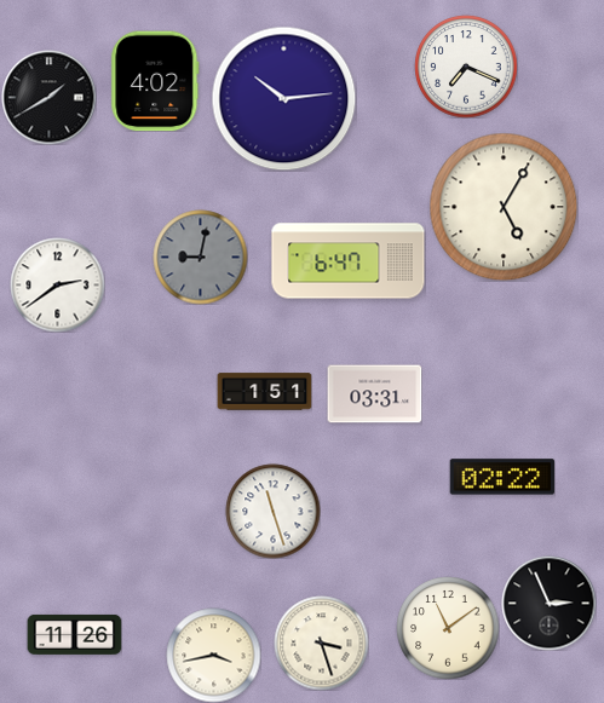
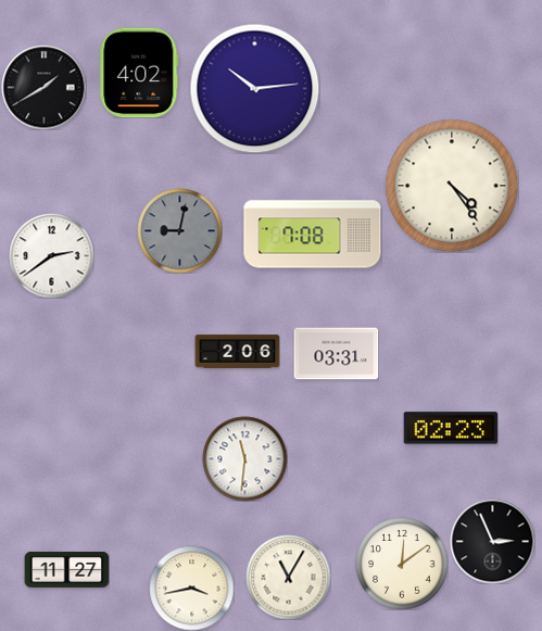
clock at (466, 67): 7:19 -> none
clock at (504, 207): 5:05 -> 4:24
clock at (349, 261): 6:47 -> 7:08
clock at (264, 392): 1:51 -> 2:06
clock at (502, 477): 02:22 -> 02:23
clock at (272, 511): 11:27 -> 11:31
clock at (448, 628): 11:09 -> 12:09
clock at (74, 634): 11:26 -> 11:27
clock at (321, 643): 3:27 -> 11:05
